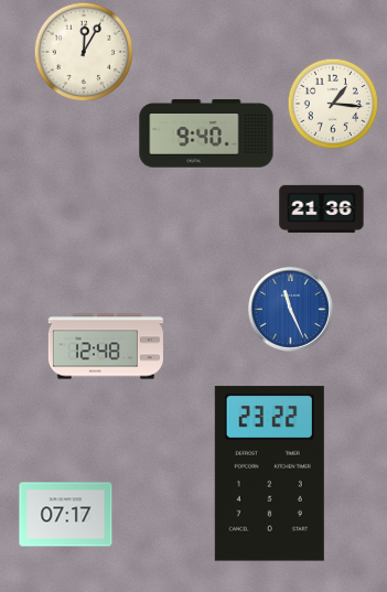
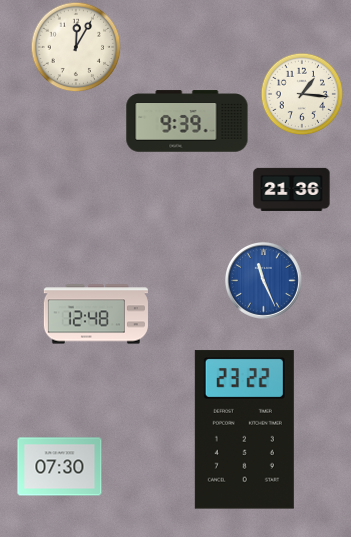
clock at (206, 133): 9:40 -> 9:39
clock at (66, 515): 07:17 -> 07:30
